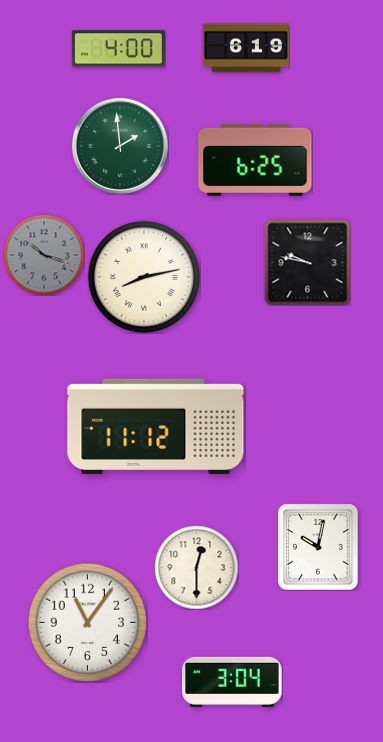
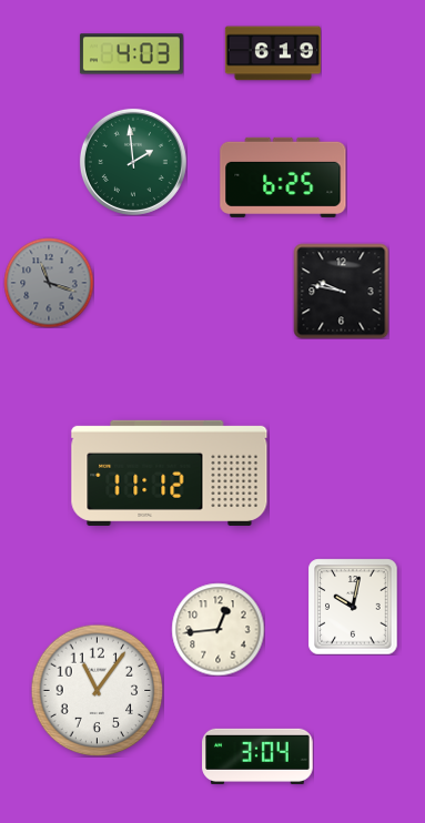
clock at (118, 49): 4:00 -> 4:03
clock at (44, 255): 10:18 -> 11:18
clock at (143, 276): 8:13 -> none
clock at (156, 426) position: (156, 426) -> (170, 473)
clock at (196, 567): 12:30 -> 12:44
